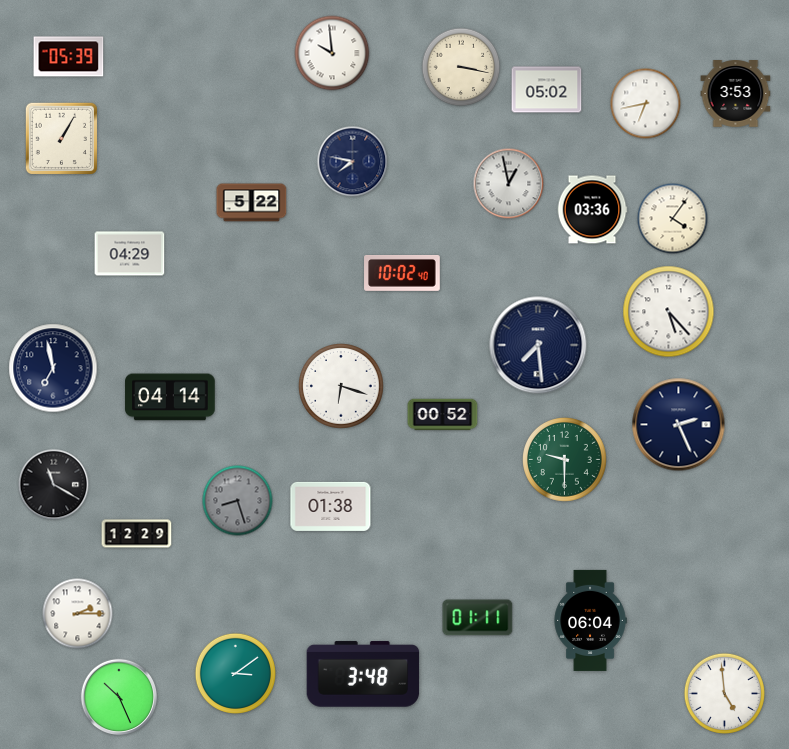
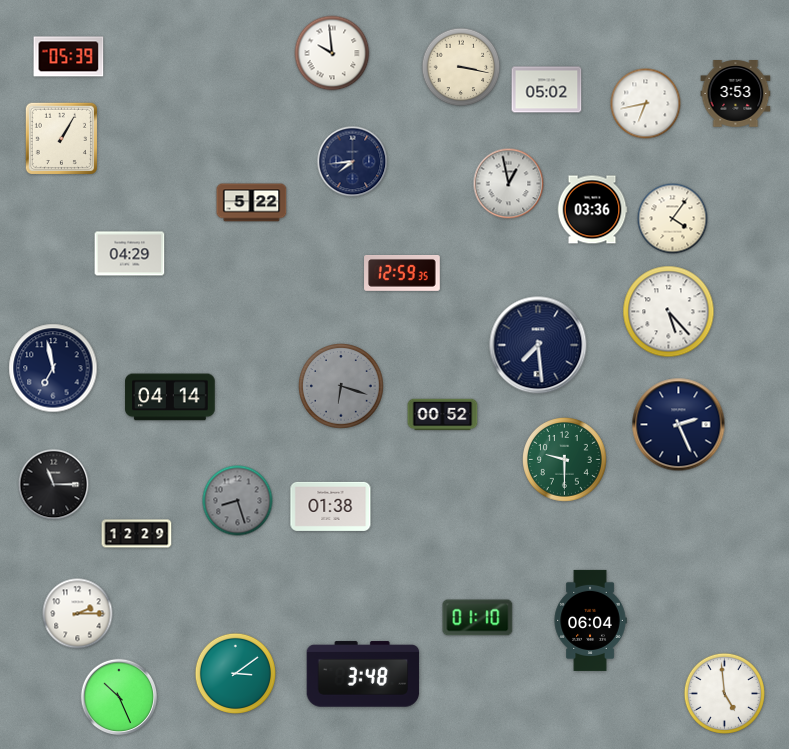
clock at (353, 162): 7:47 -> 7:44
clock at (402, 274): 10:02 -> 12:59
clock at (341, 386) dial: white -> grey
clock at (54, 485): 11:20 -> 11:15
clock at (478, 618): 01:11 -> 01:10
